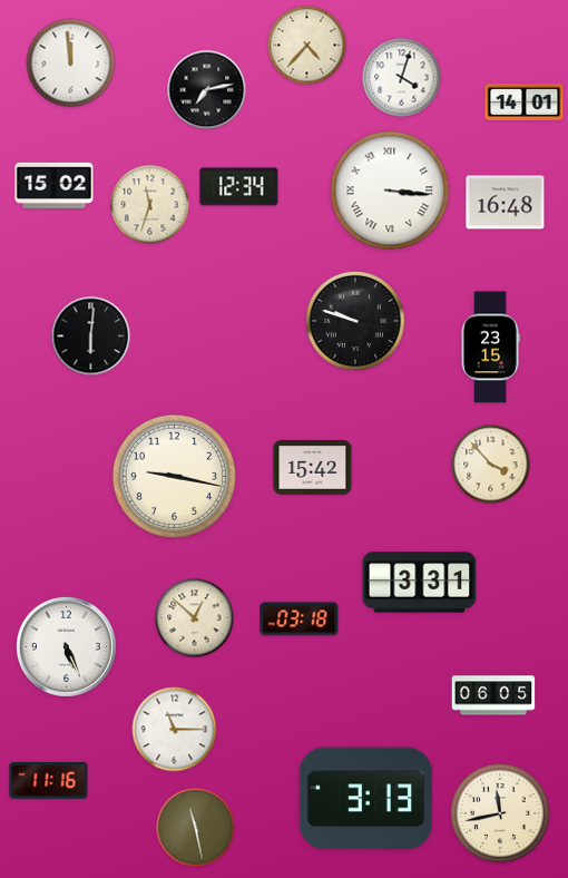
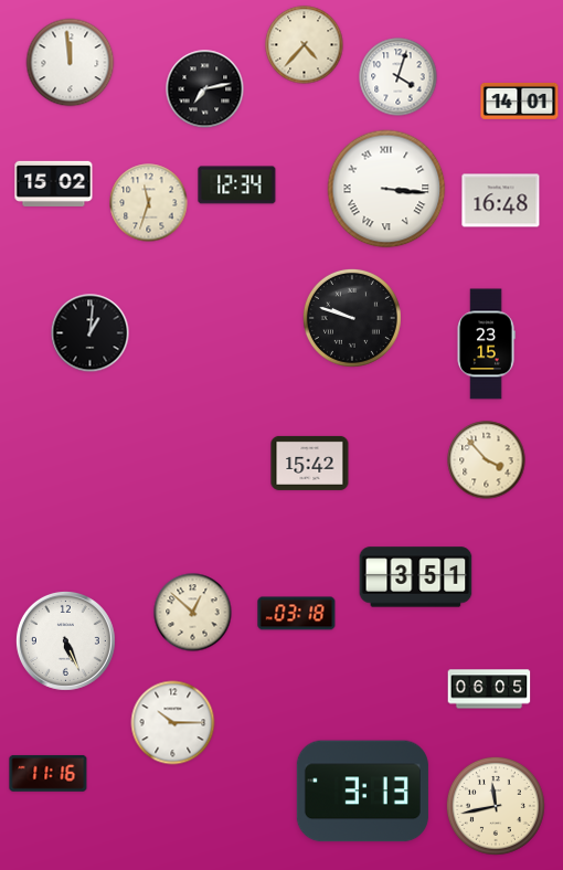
clock at (91, 336): 6:01 -> 1:01
clock at (174, 476): 9:17 -> none
clock at (420, 583): 3:31 -> 3:51
clock at (175, 730): 11:15 -> 10:15
clock at (196, 828): 11:28 -> none
